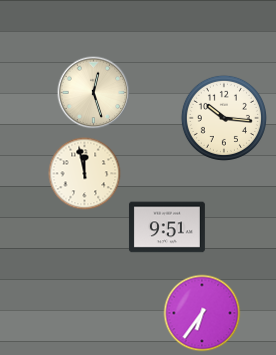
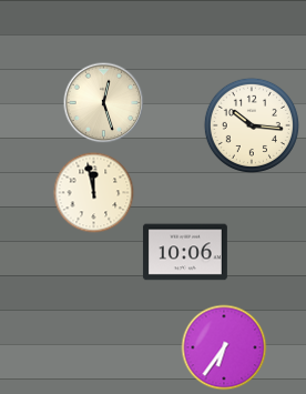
clock at (224, 118) position: (224, 118) -> (252, 125)
clock at (167, 227): 9:51 -> 10:06
